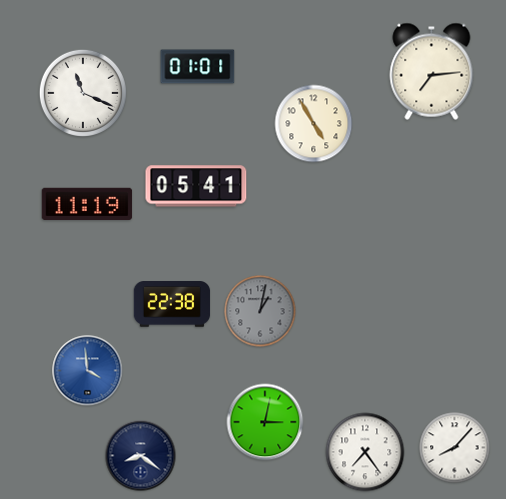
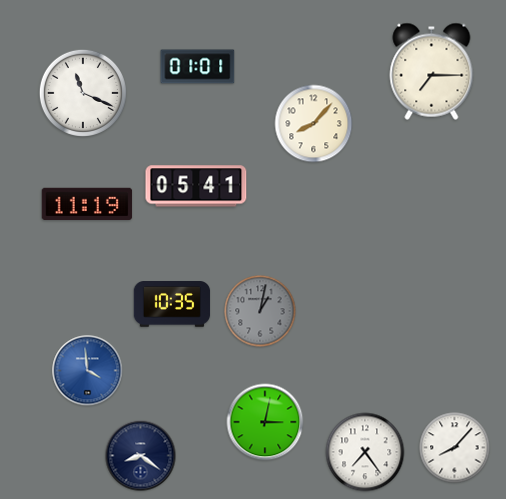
clock at (432, 71): 7:14 -> 7:15
clock at (314, 124): 4:55 -> 8:07
clock at (172, 305): 22:38 -> 10:35
